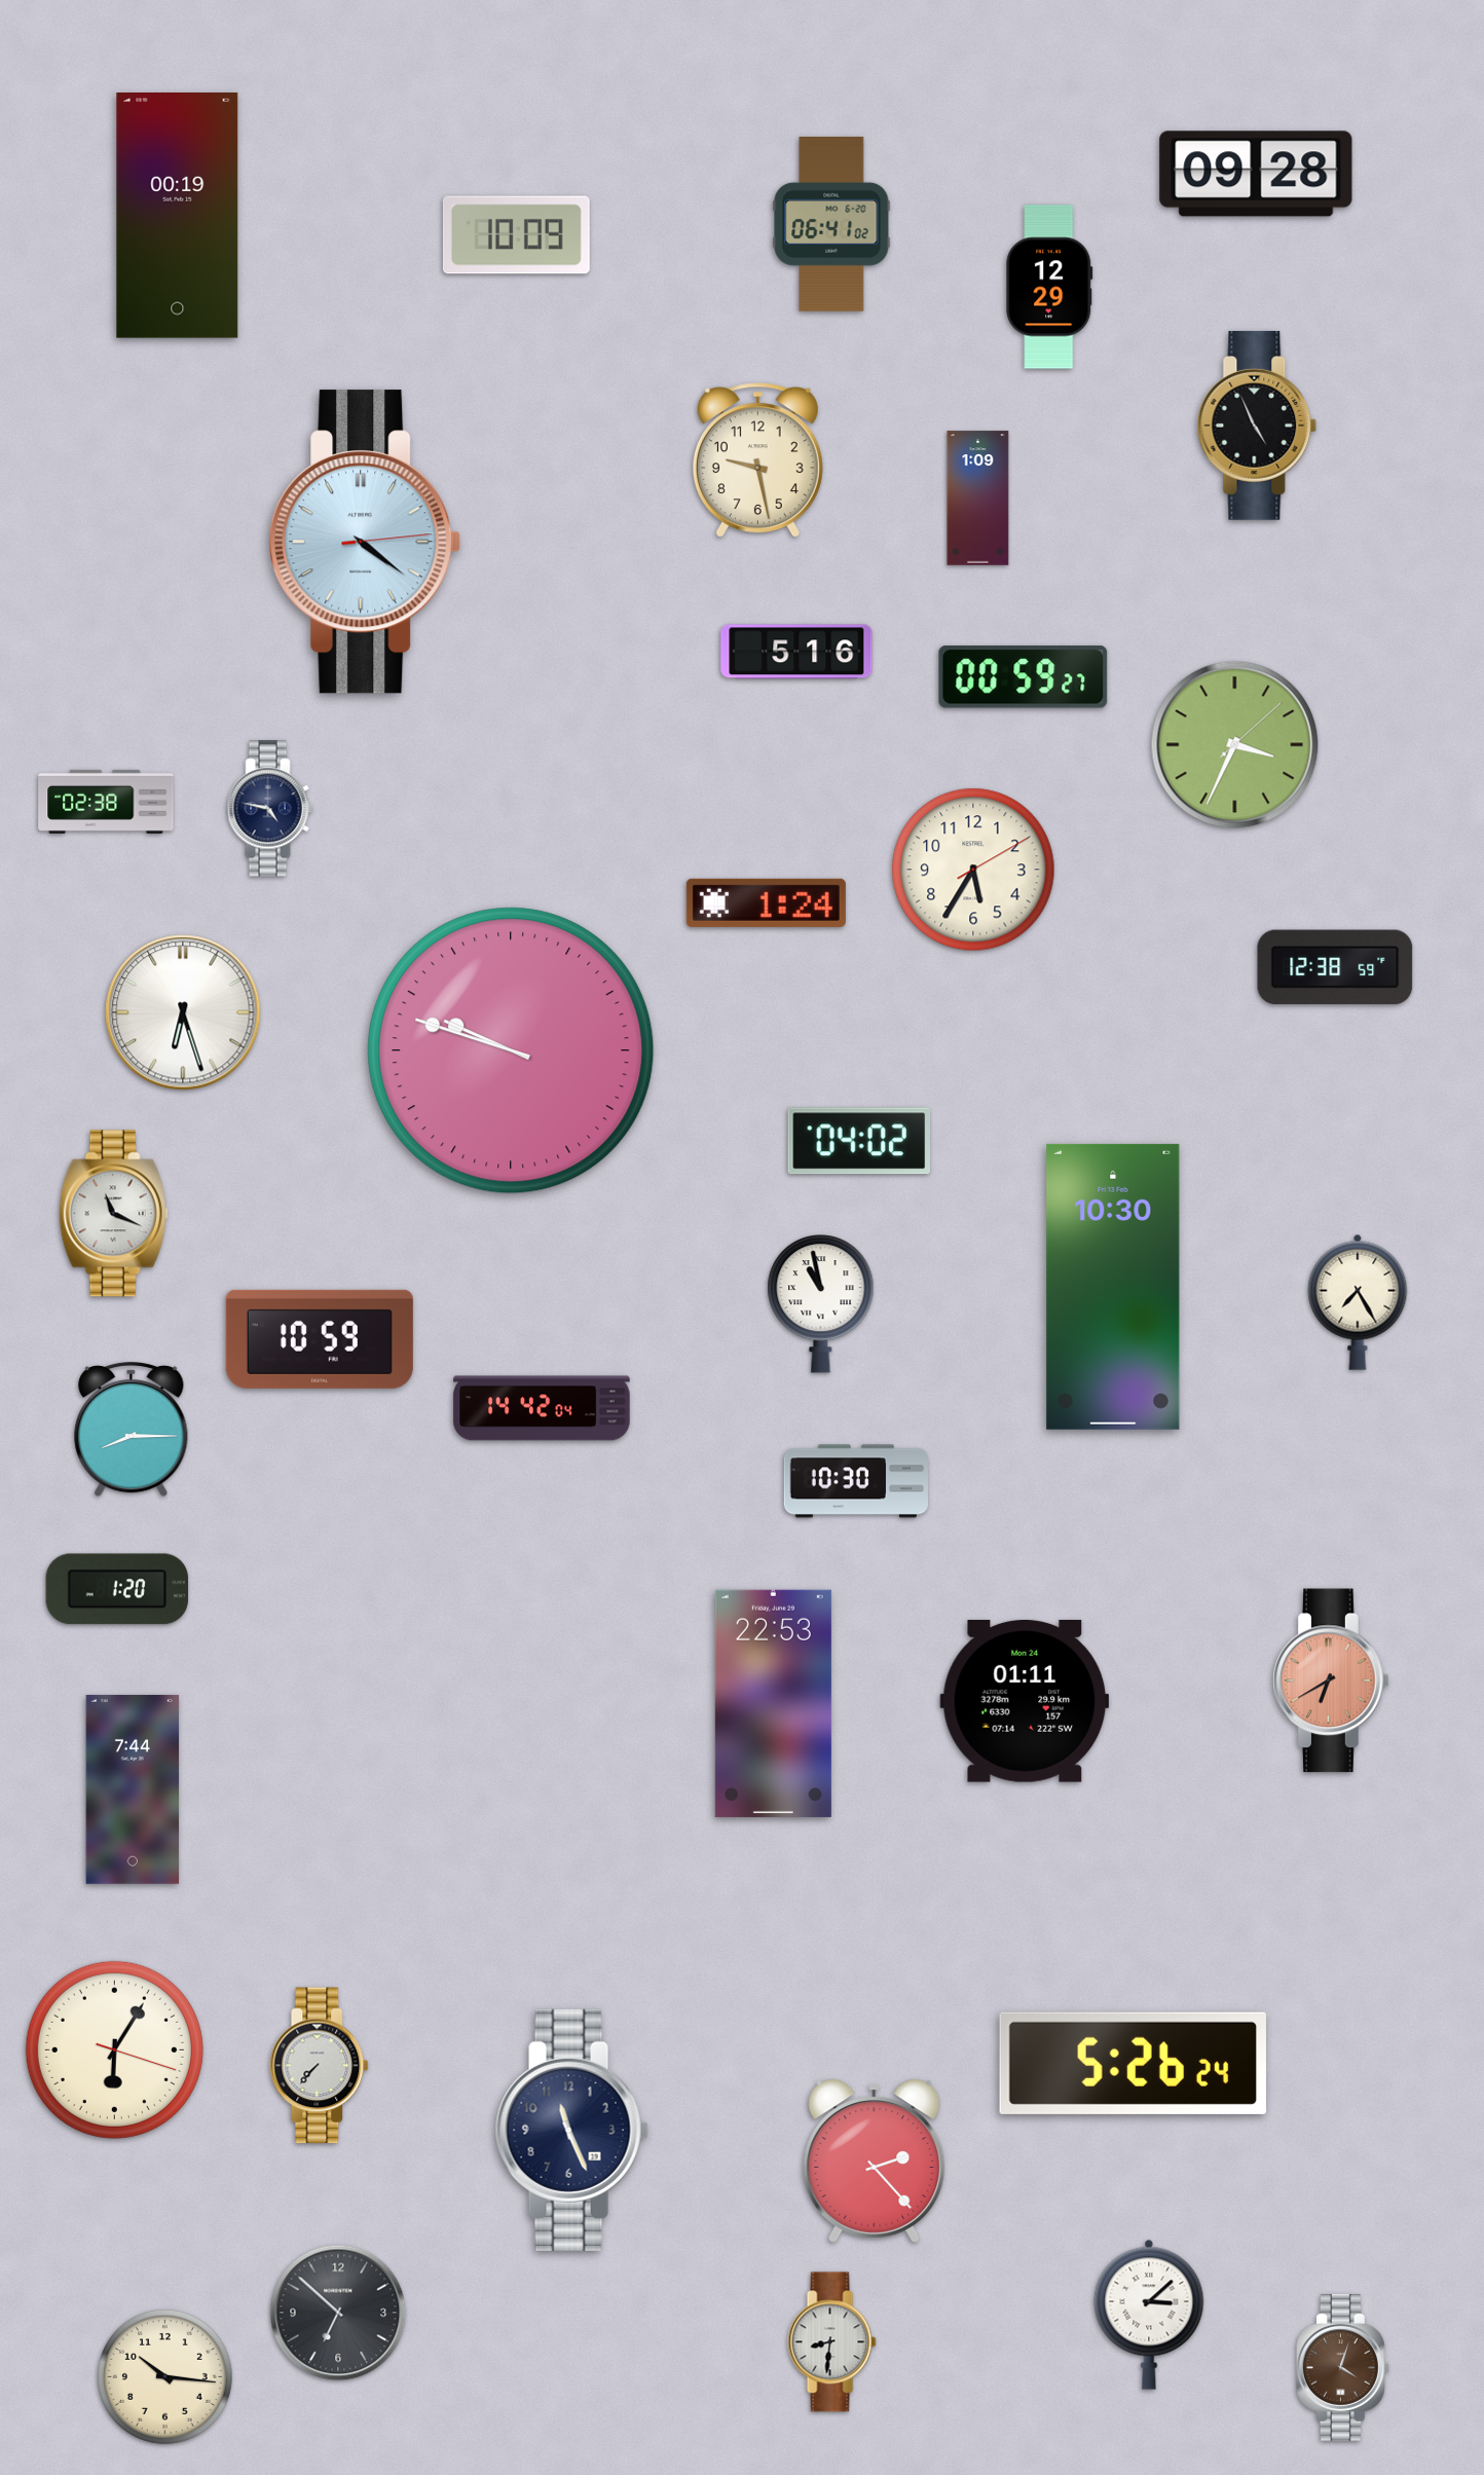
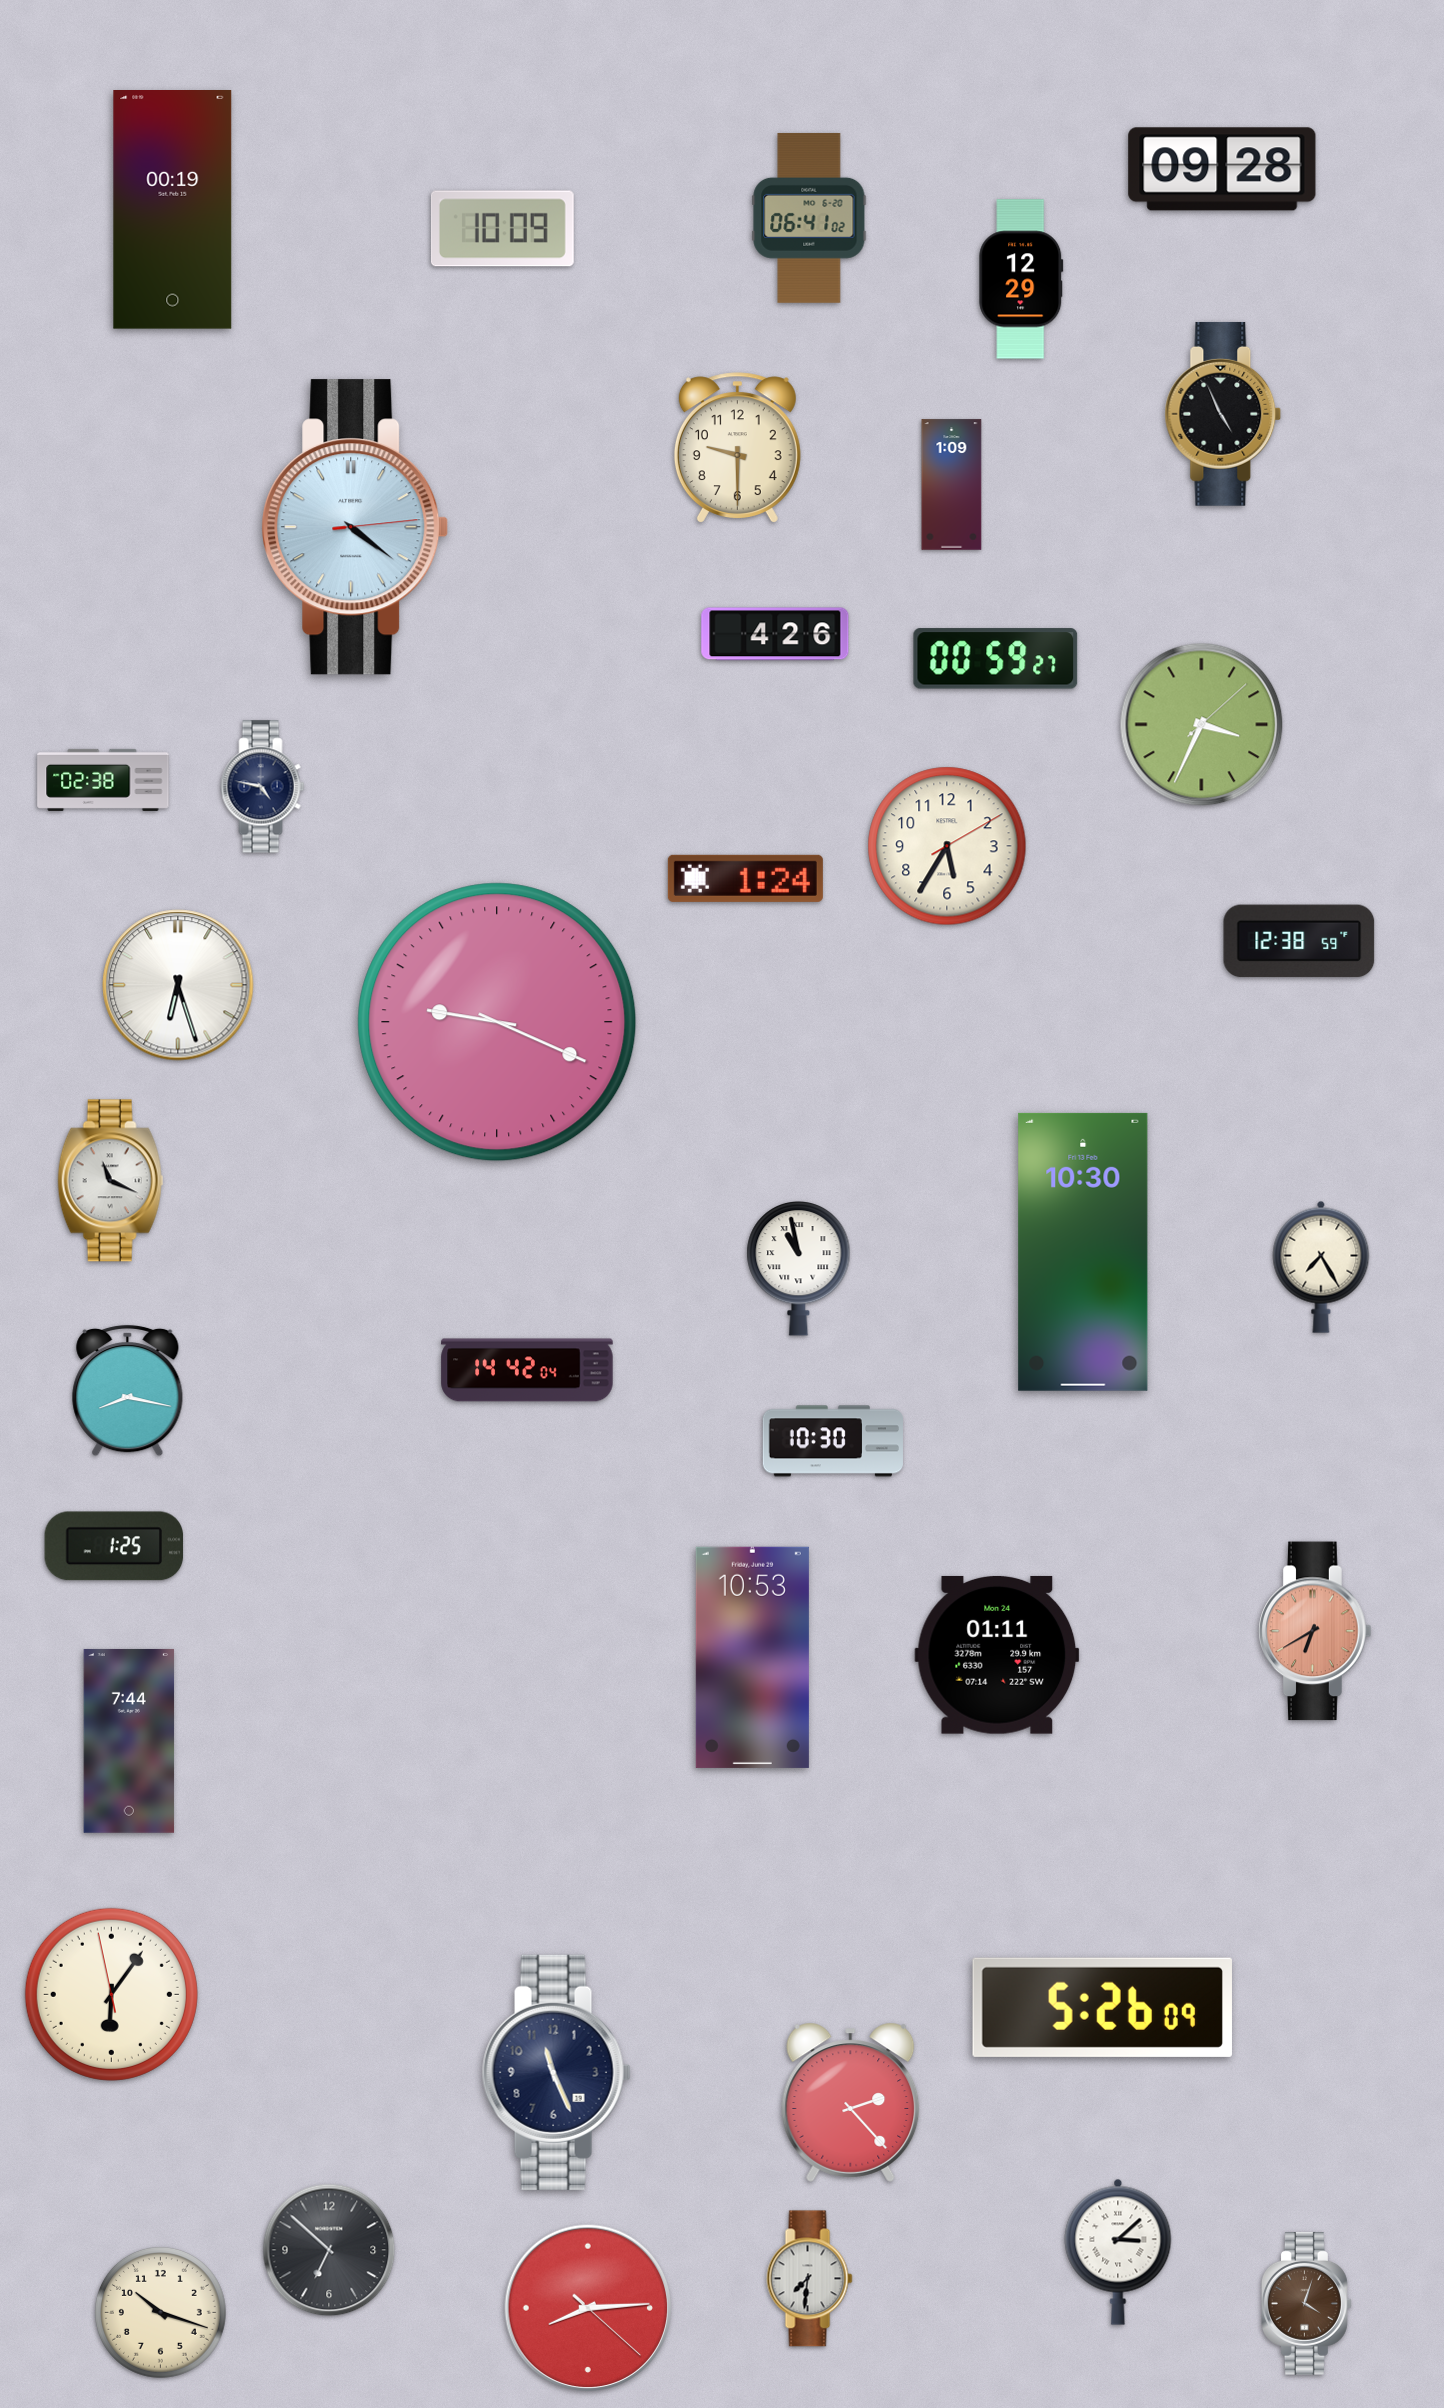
clock at (757, 459): 9:28 -> 9:30
clock at (796, 652): 5:16 -> 4:26
clock at (511, 1050): 9:48 -> 9:19
clock at (858, 1141): 04:02 -> none
clock at (320, 1339): 10:59 -> none
clock at (132, 1430): 8:15 -> 8:17
clock at (117, 1589): 1:20 -> 1:25
clock at (1331, 1680) position: (1331, 1680) -> (1315, 1631)
clock at (773, 1703): 22:53 -> 10:53
clock at (114, 2049): 6:05:18 -> 6:05:58
clock at (1133, 2063): 5:26:24 -> 5:26:09
clock at (320, 2066): 7:37 -> none
clock at (832, 2342): 8:31 -> 7:31
clock at (588, 2308): none -> 8:14
clock at (165, 2377): 10:16 -> 10:18
